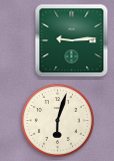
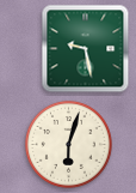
clock at (72, 41): 9:14 -> 9:28
